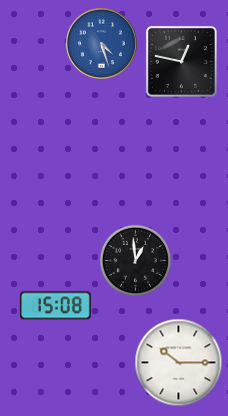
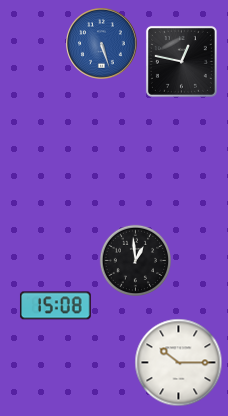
clock at (102, 44): 4:27 -> 5:27
